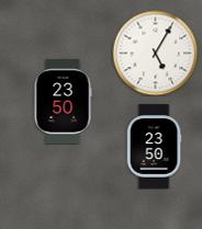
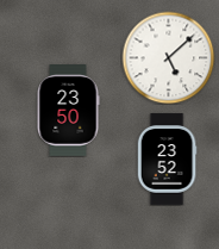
clock at (155, 53): 5:05 -> 5:08
clock at (154, 147): 23:50 -> 23:52
